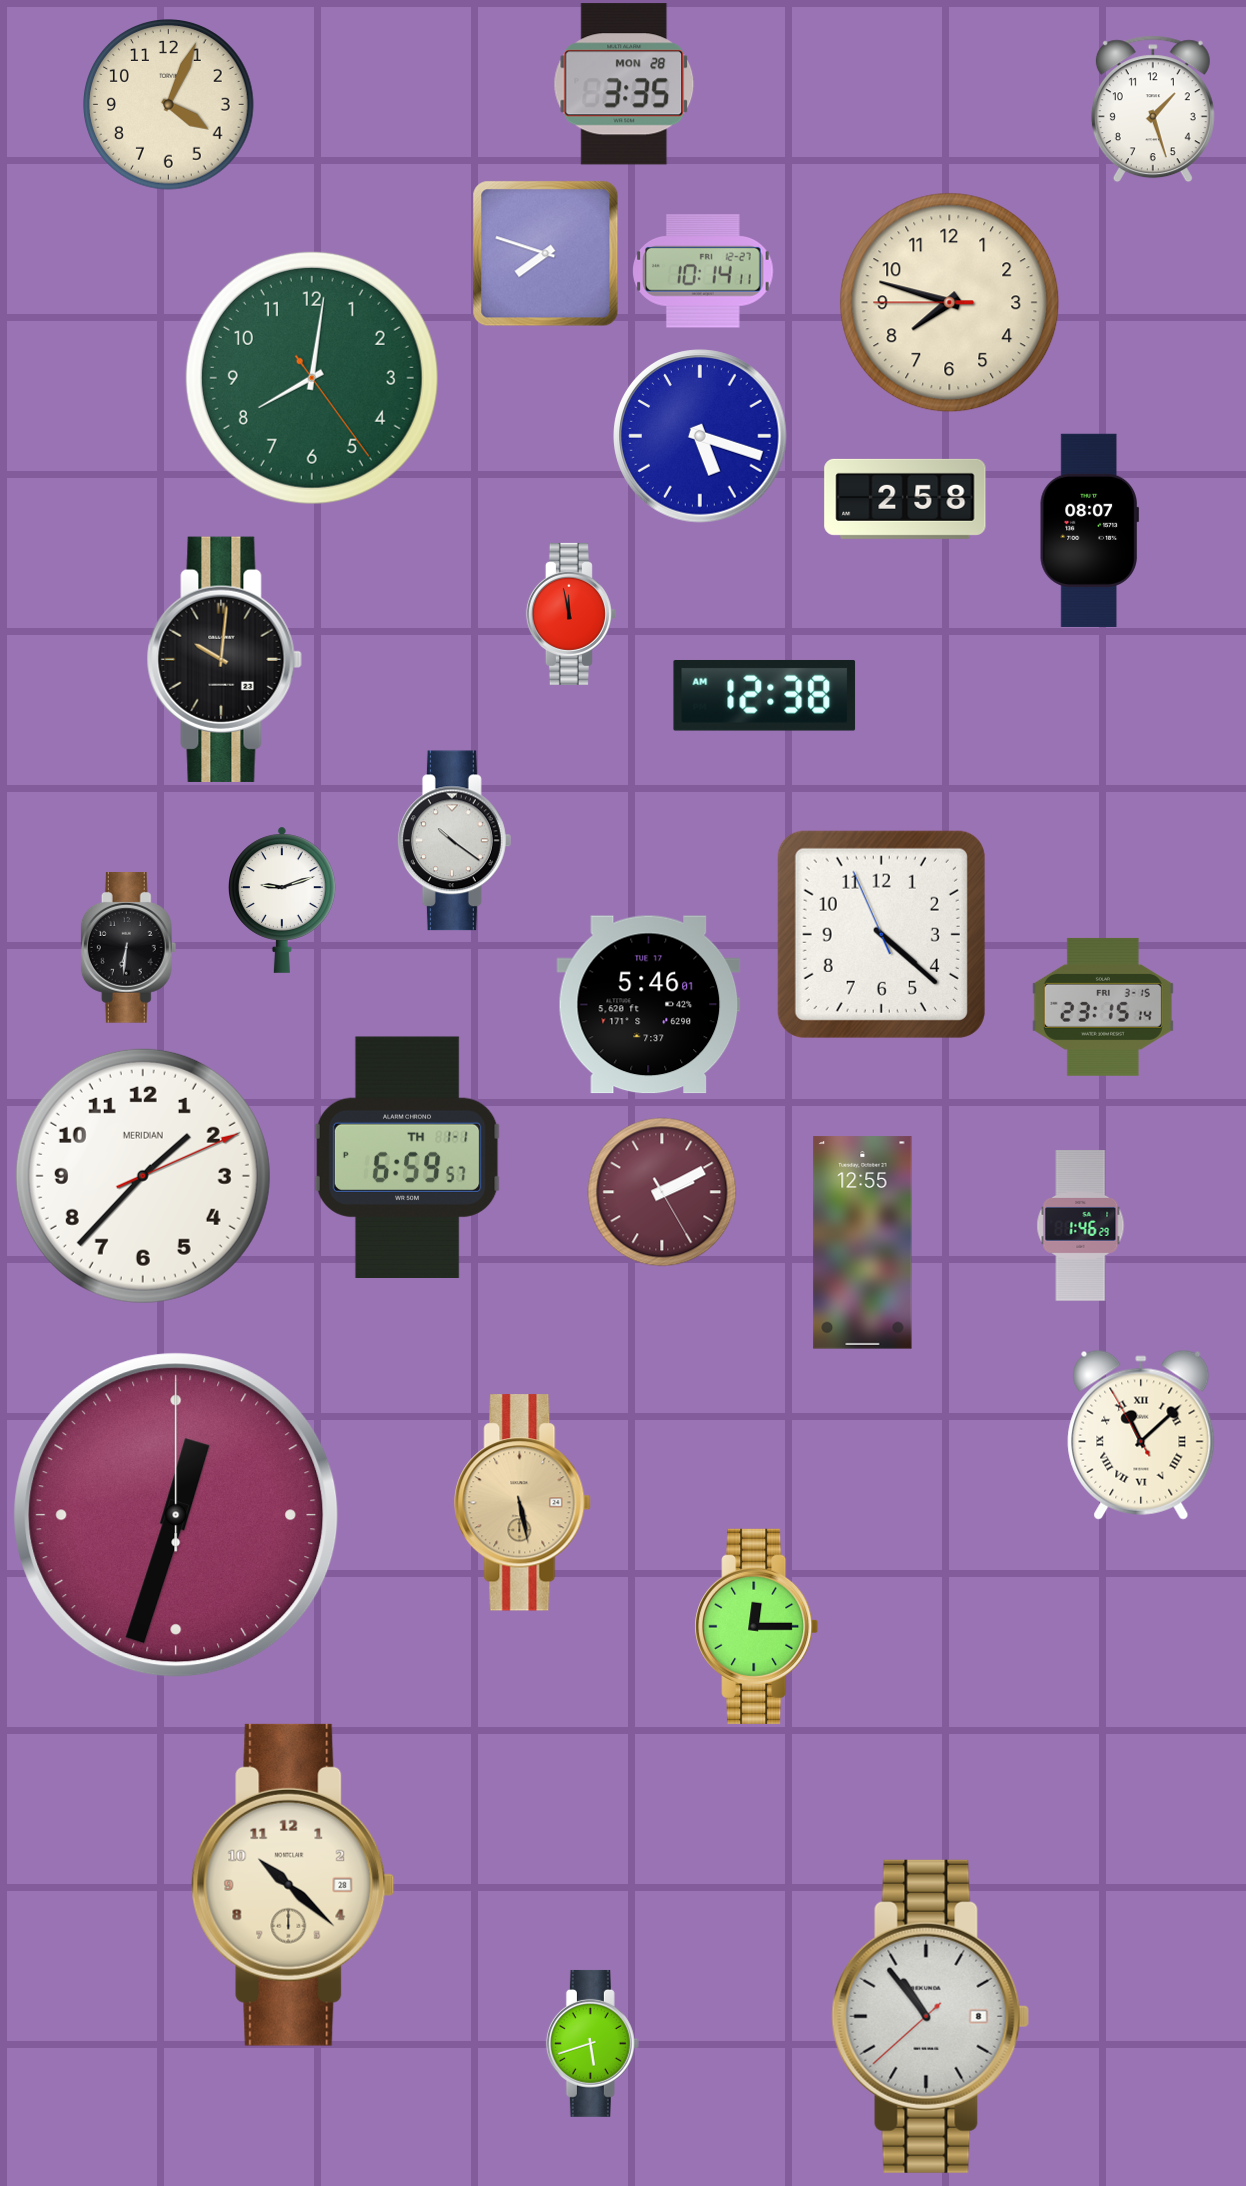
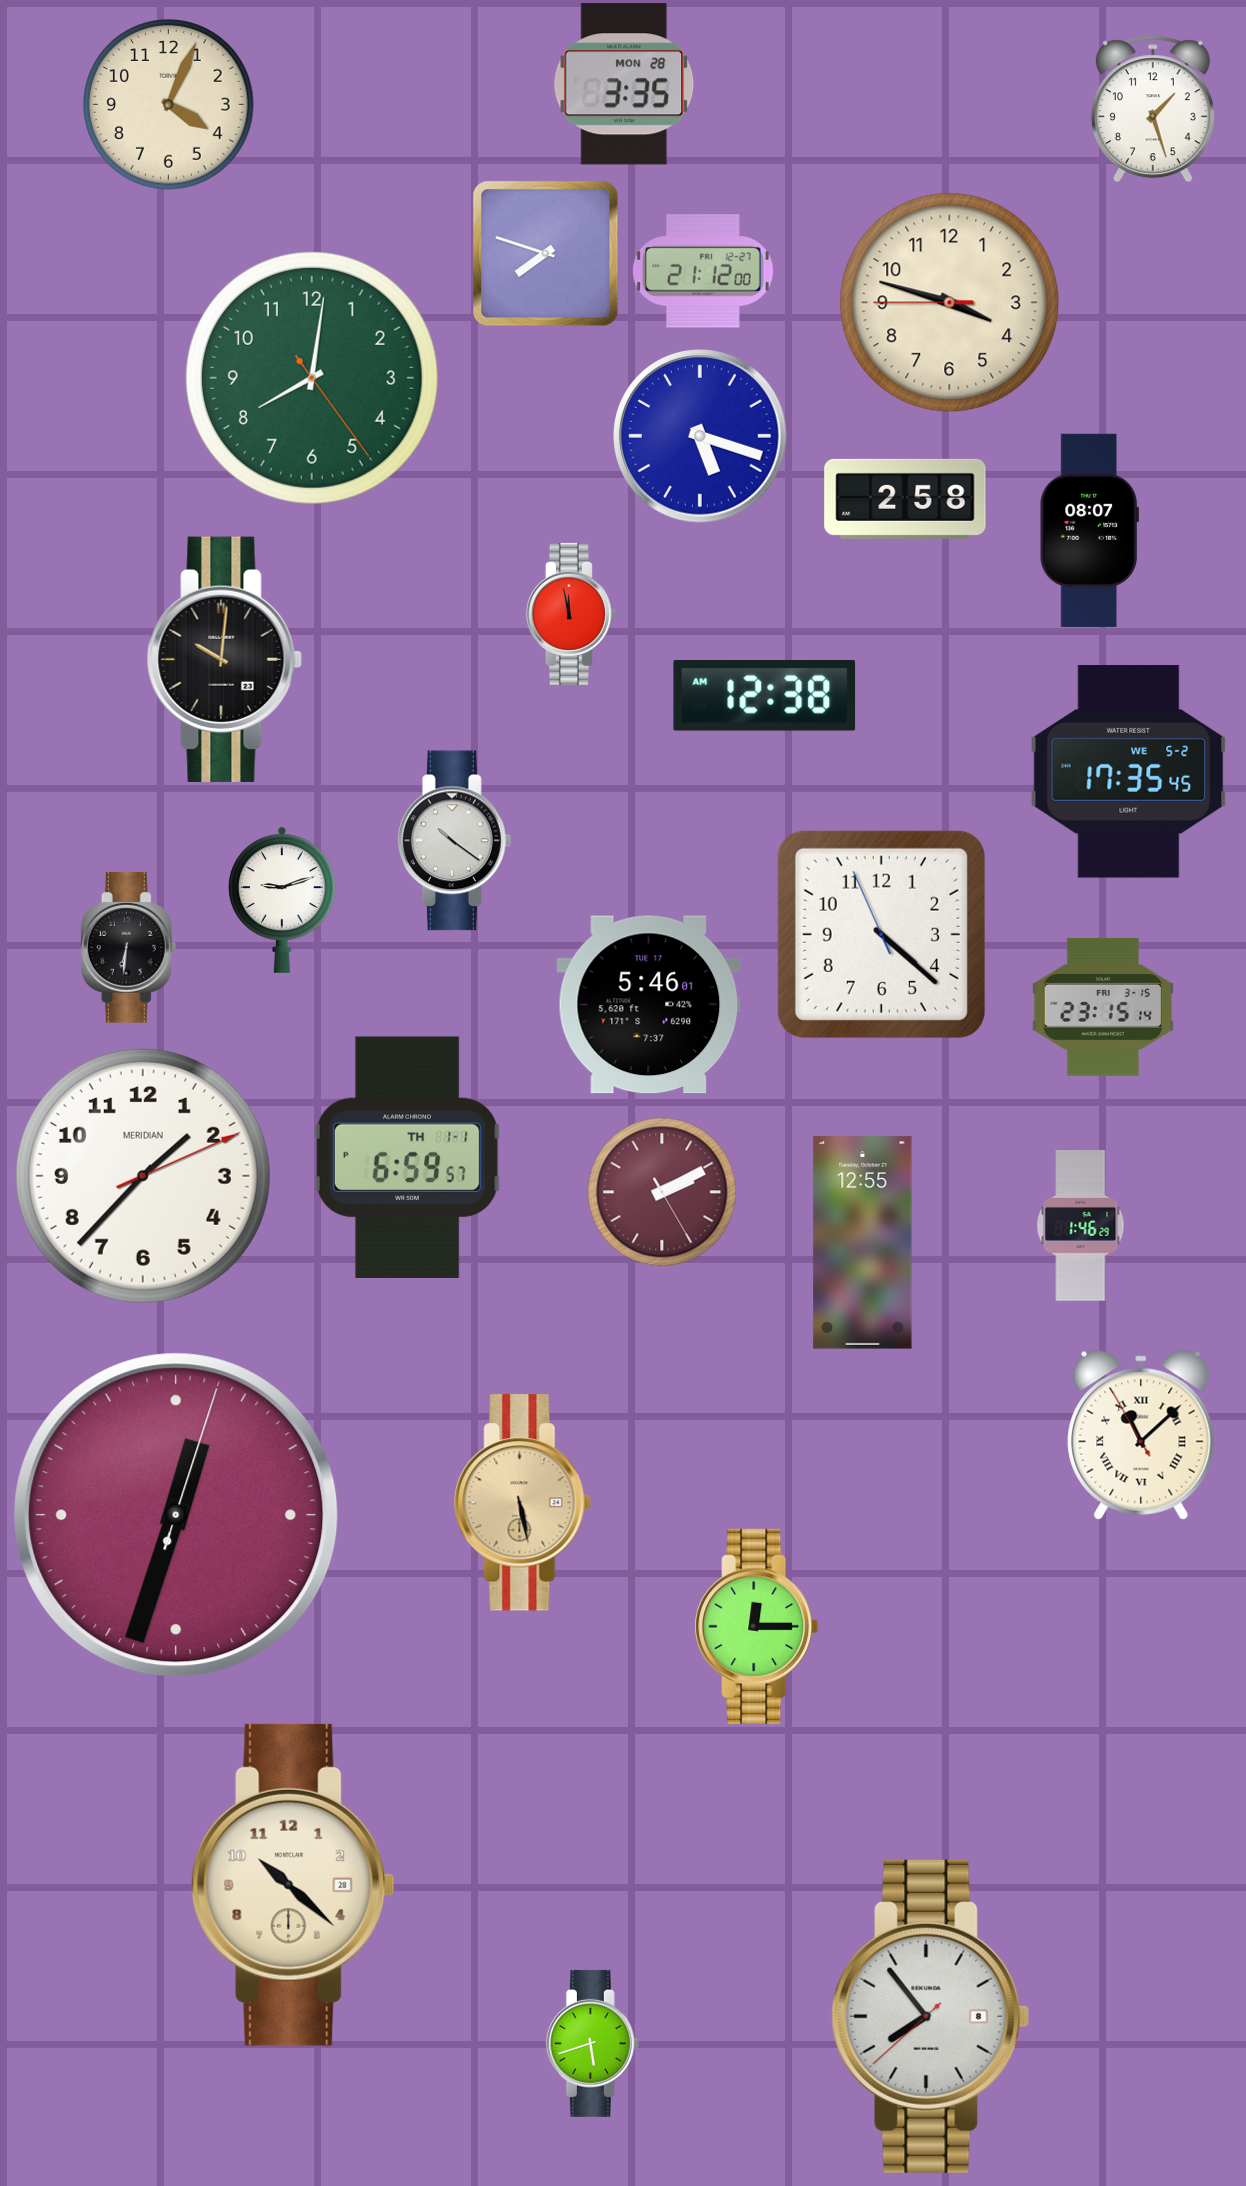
clock at (703, 271): 10:14 -> 21:12
clock at (950, 303): 7:47 -> 3:47
clock at (1129, 772): none -> 17:35
clock at (176, 1515): 12:33:00 -> 12:33:03
clock at (931, 2016): 10:53 -> 7:53
